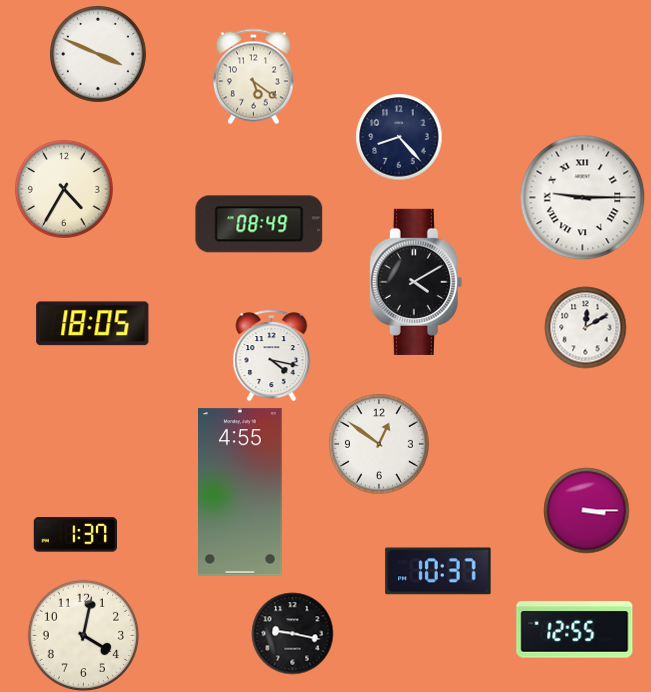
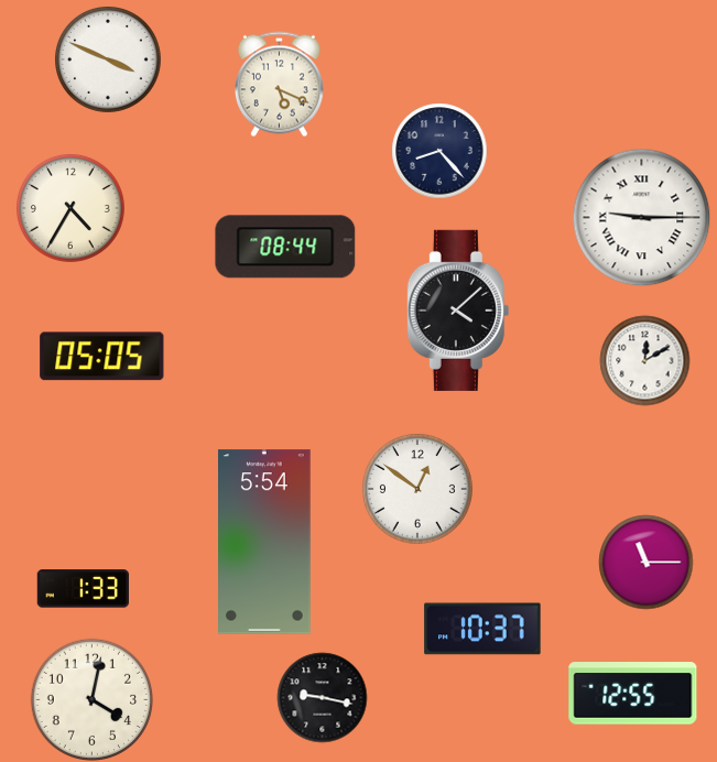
clock at (253, 76): 5:21 -> 5:19
clock at (259, 224): 08:49 -> 08:44
clock at (416, 282): 4:10 -> 4:08
clock at (93, 324): 18:05 -> 05:05
clock at (272, 355): 4:17 -> none
clock at (241, 492): 4:55 -> 5:54
clock at (586, 510): 3:15 -> 11:15
clock at (75, 535): 1:37 -> 1:33
